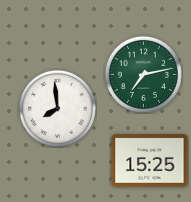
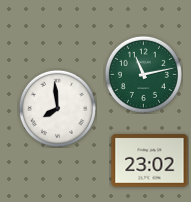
clock at (143, 74): 7:13 -> 11:13
clock at (150, 161): 15:25 -> 23:02
